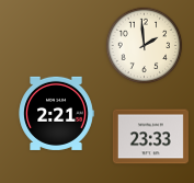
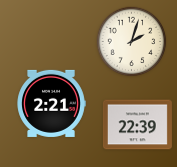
clock at (145, 46): 1:59 -> 2:03
clock at (150, 137): 23:33 -> 22:39
